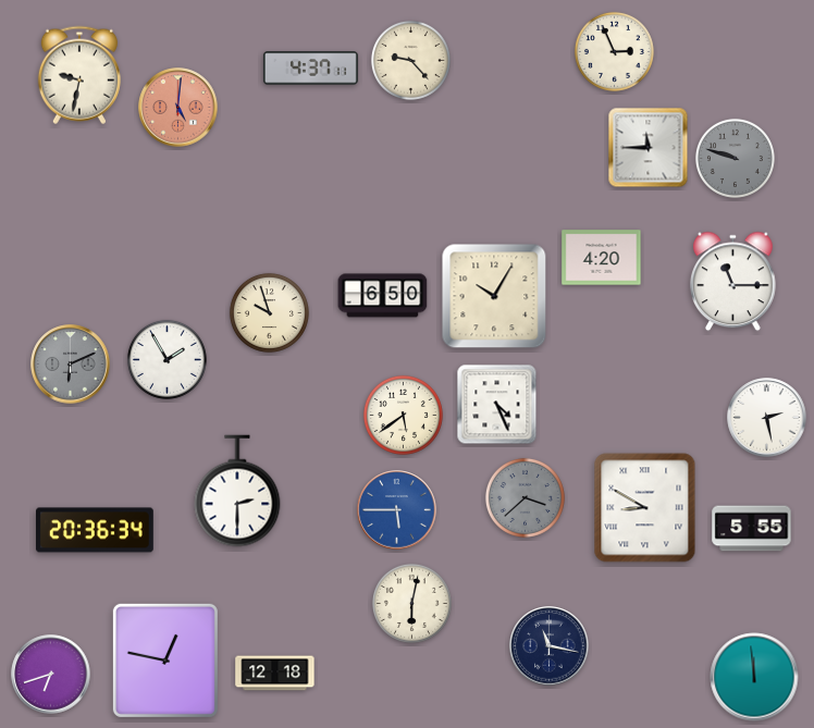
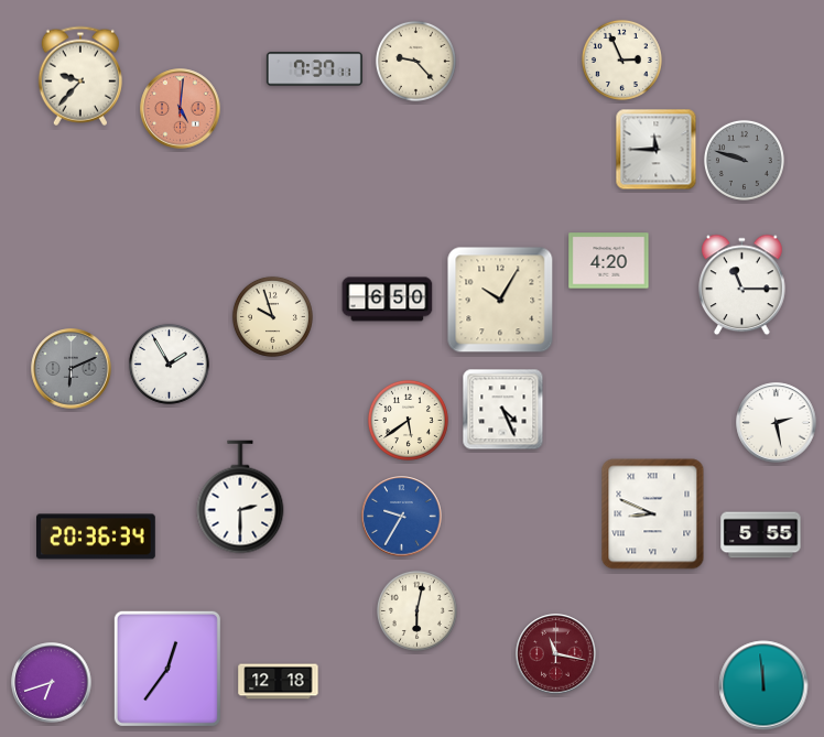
clock at (614, 51) position: (614, 51) -> (621, 59)
clock at (310, 69): 4:37 -> 7:37
clock at (79, 75): 9:32 -> 9:37
clock at (525, 497): 3:38 -> none
clock at (645, 508): 8:50 -> 8:49
clock at (397, 510): 5:45 -> 9:35
clock at (550, 646) dial: navy -> burgundy
clock at (165, 661): 12:47 -> 12:36
